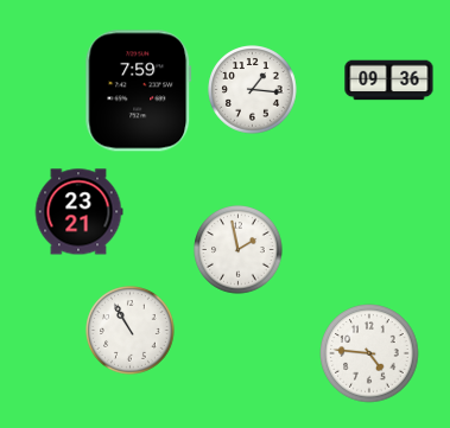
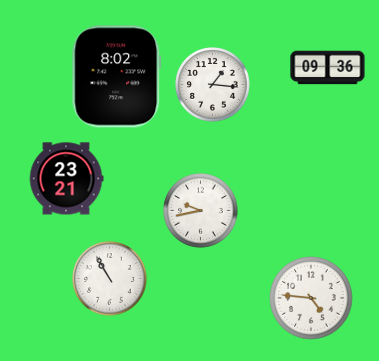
clock at (253, 90) position: (253, 90) -> (213, 85)
clock at (139, 91): 7:59 -> 8:02
clock at (239, 250): 1:58 -> 9:43
